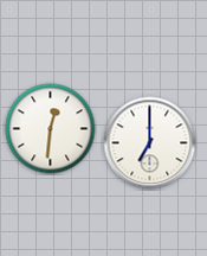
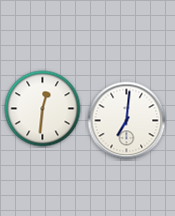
clock at (150, 143): 7:00 -> 7:01
